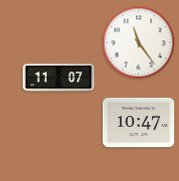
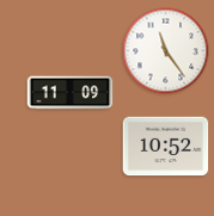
clock at (59, 78): 11:07 -> 11:09
clock at (139, 123): 10:47 -> 10:52
